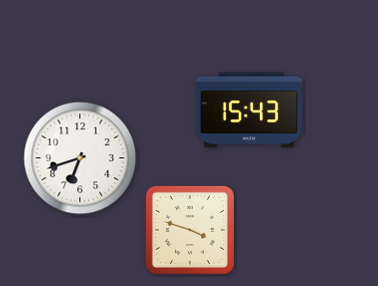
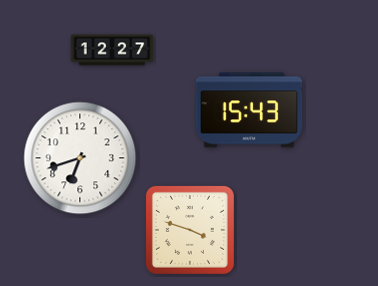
clock at (112, 50): none -> 12:27
